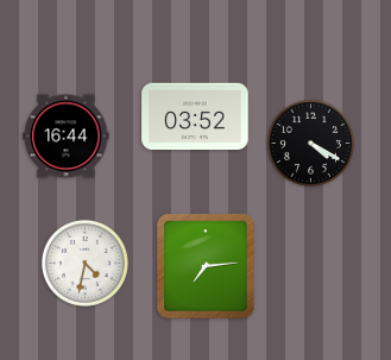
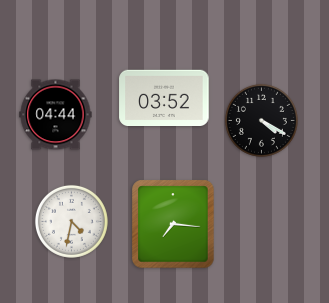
clock at (67, 137): 16:44 -> 04:44
clock at (206, 266): 7:14 -> 7:16
